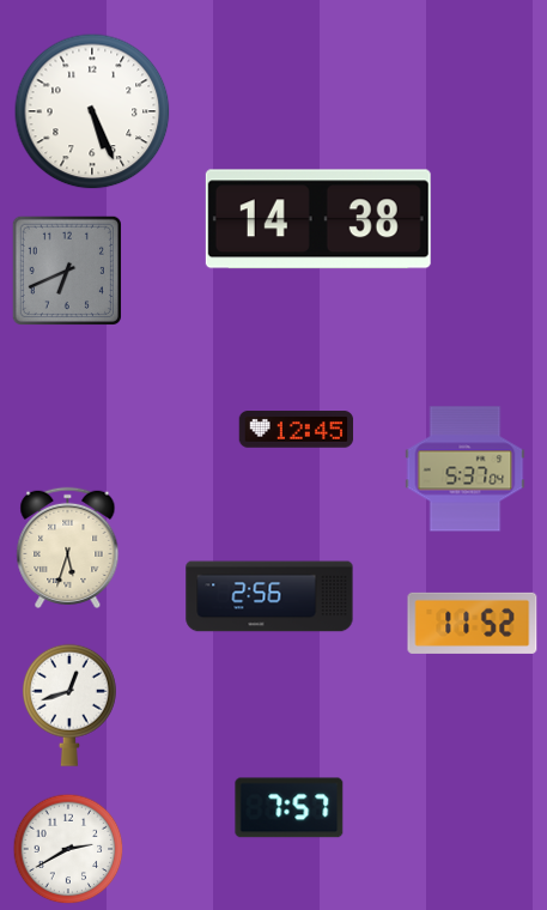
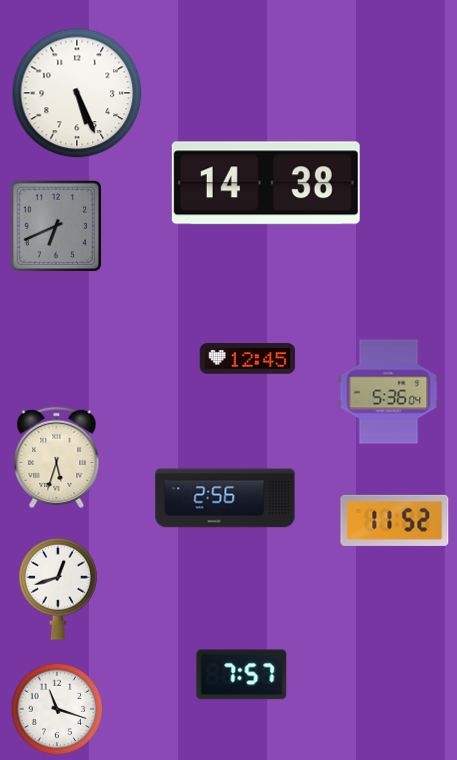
clock at (466, 469): 5:37 -> 5:36
clock at (68, 849): 2:40 -> 11:18
